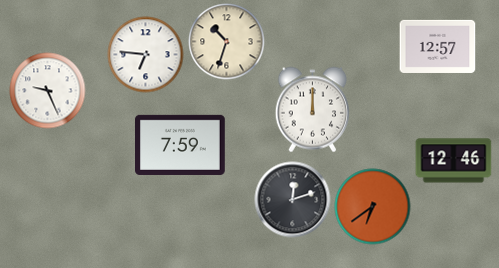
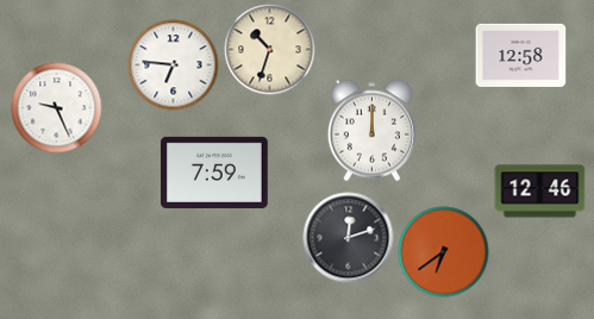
clock at (438, 46): 12:57 -> 12:58
clock at (373, 207) position: (373, 207) -> (444, 252)
